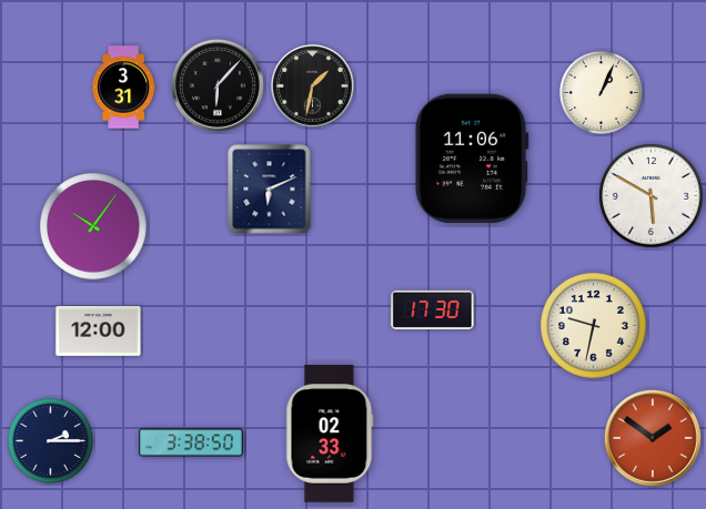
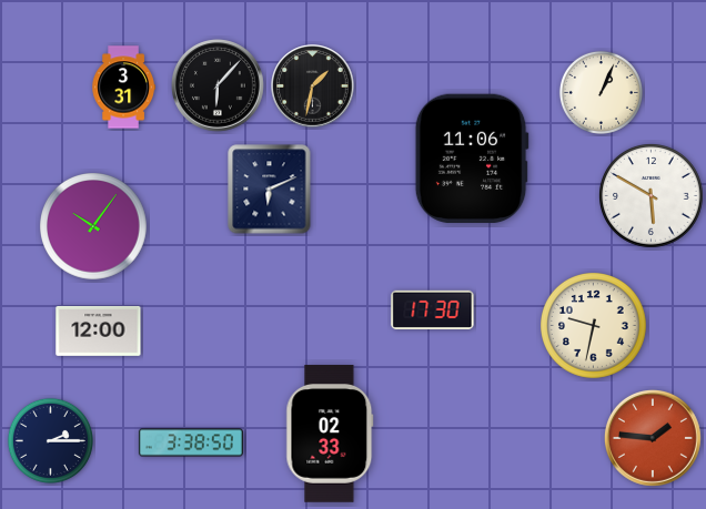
clock at (653, 438): 1:51 -> 1:46
